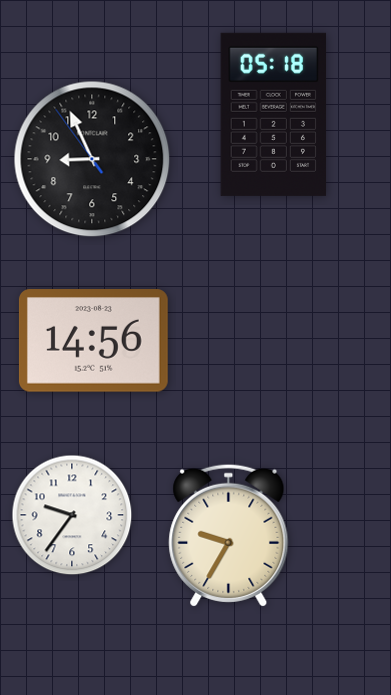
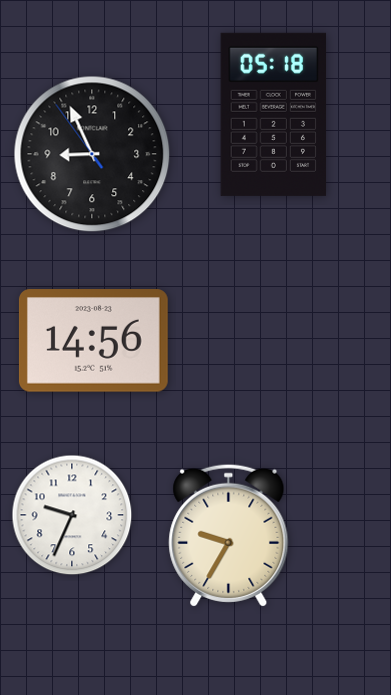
clock at (92, 159) position: (92, 159) -> (92, 154)
clock at (72, 515): 9:36 -> 9:34
